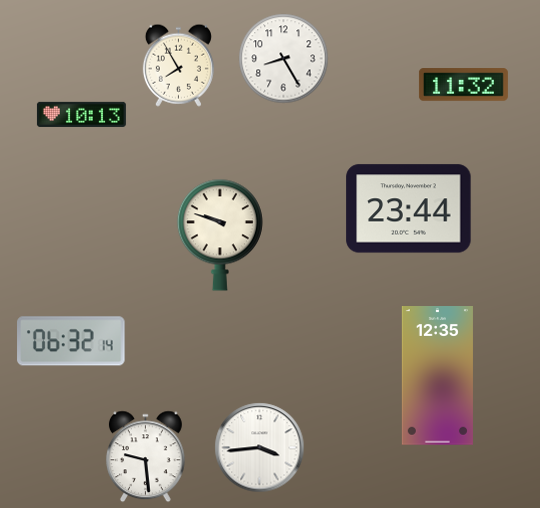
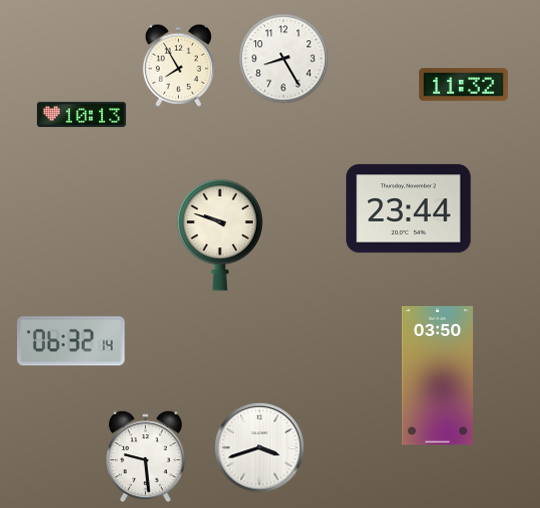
clock at (437, 376): 12:35 -> 03:50
clock at (260, 448): 3:44 -> 3:42
